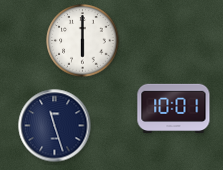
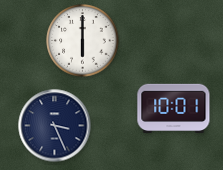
clock at (55, 126): 11:27 -> 3:26
